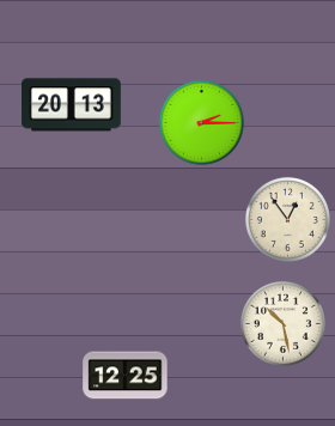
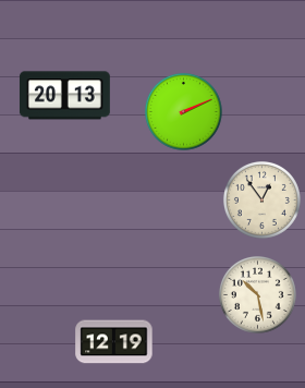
clock at (201, 122): 2:15 -> 2:11
clock at (126, 376): 12:25 -> 12:19
